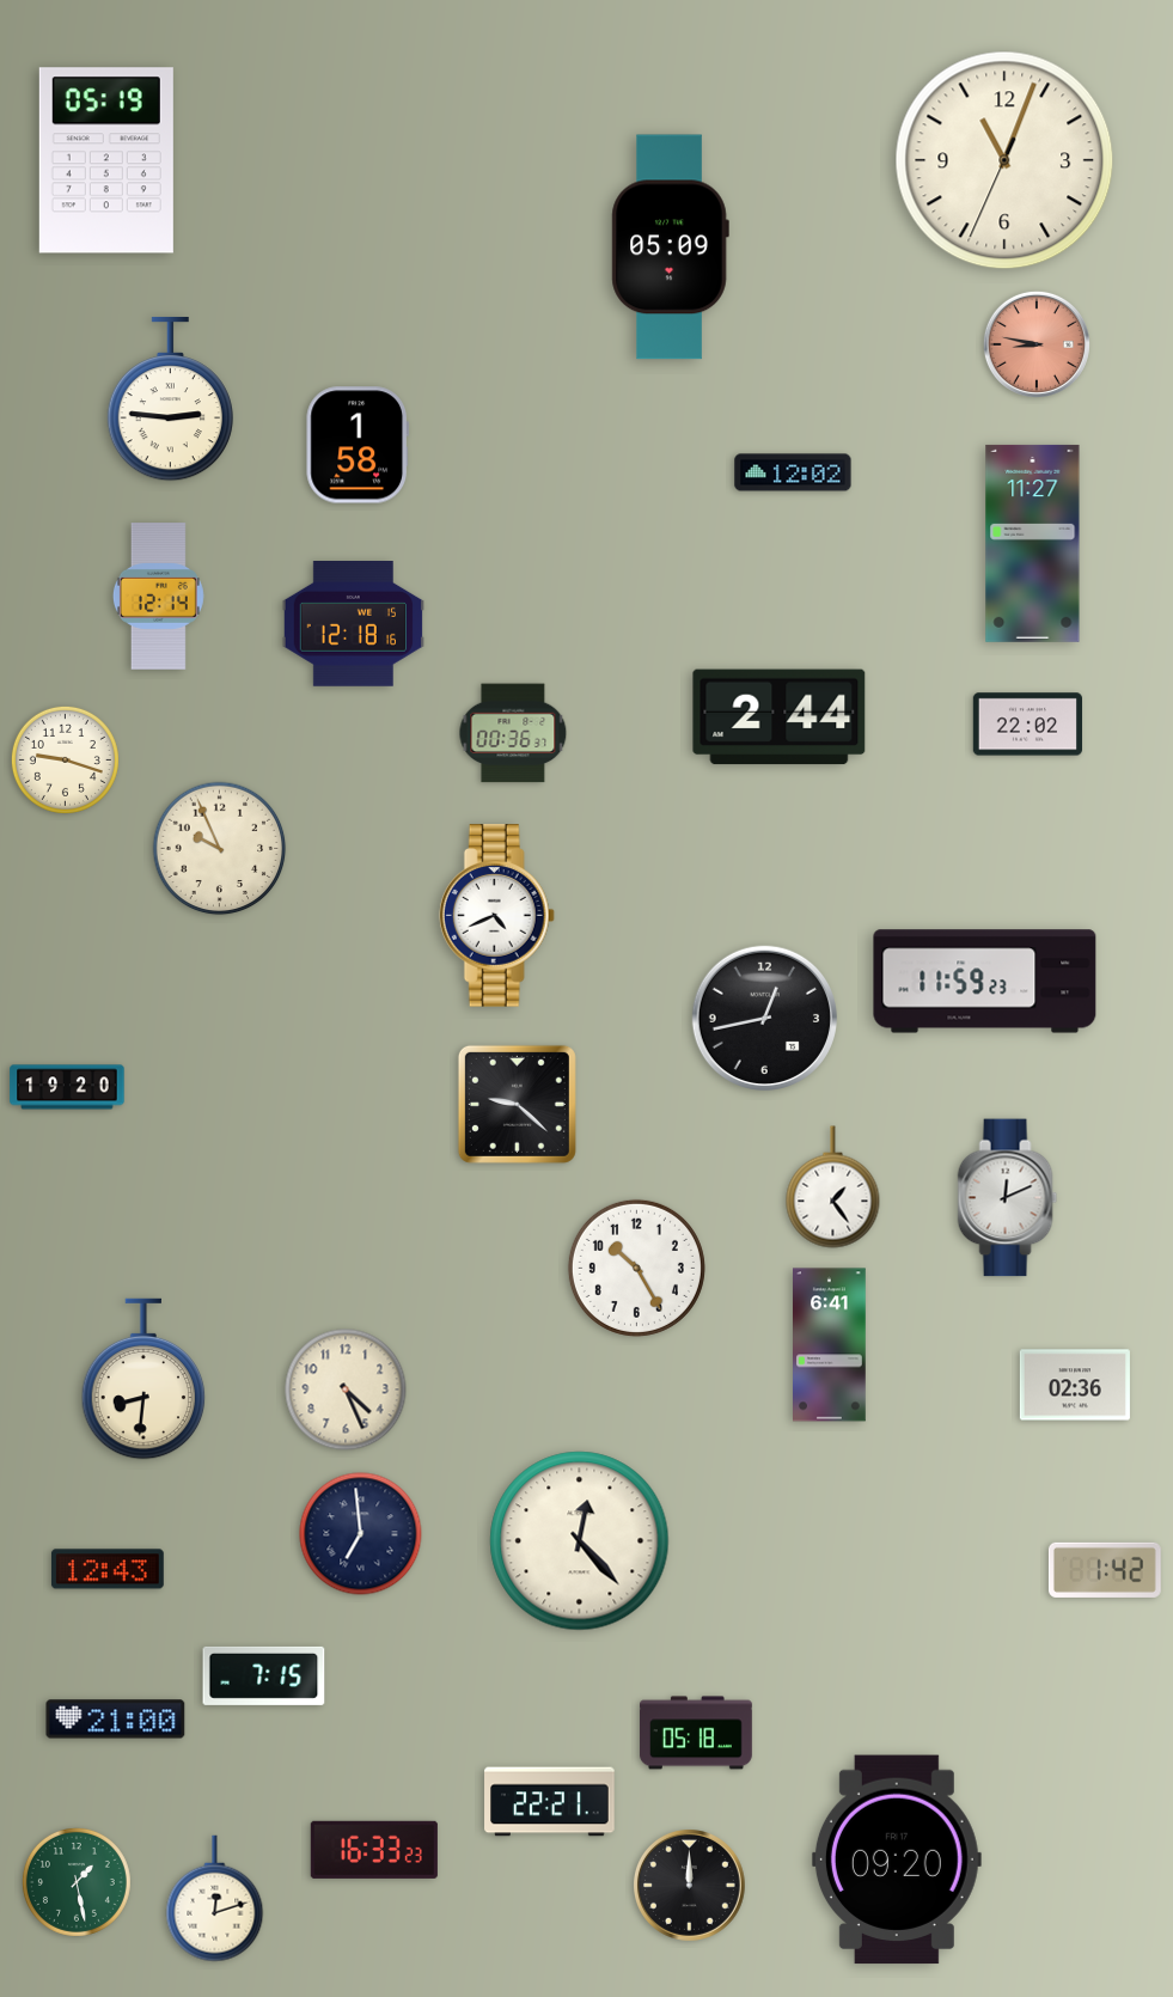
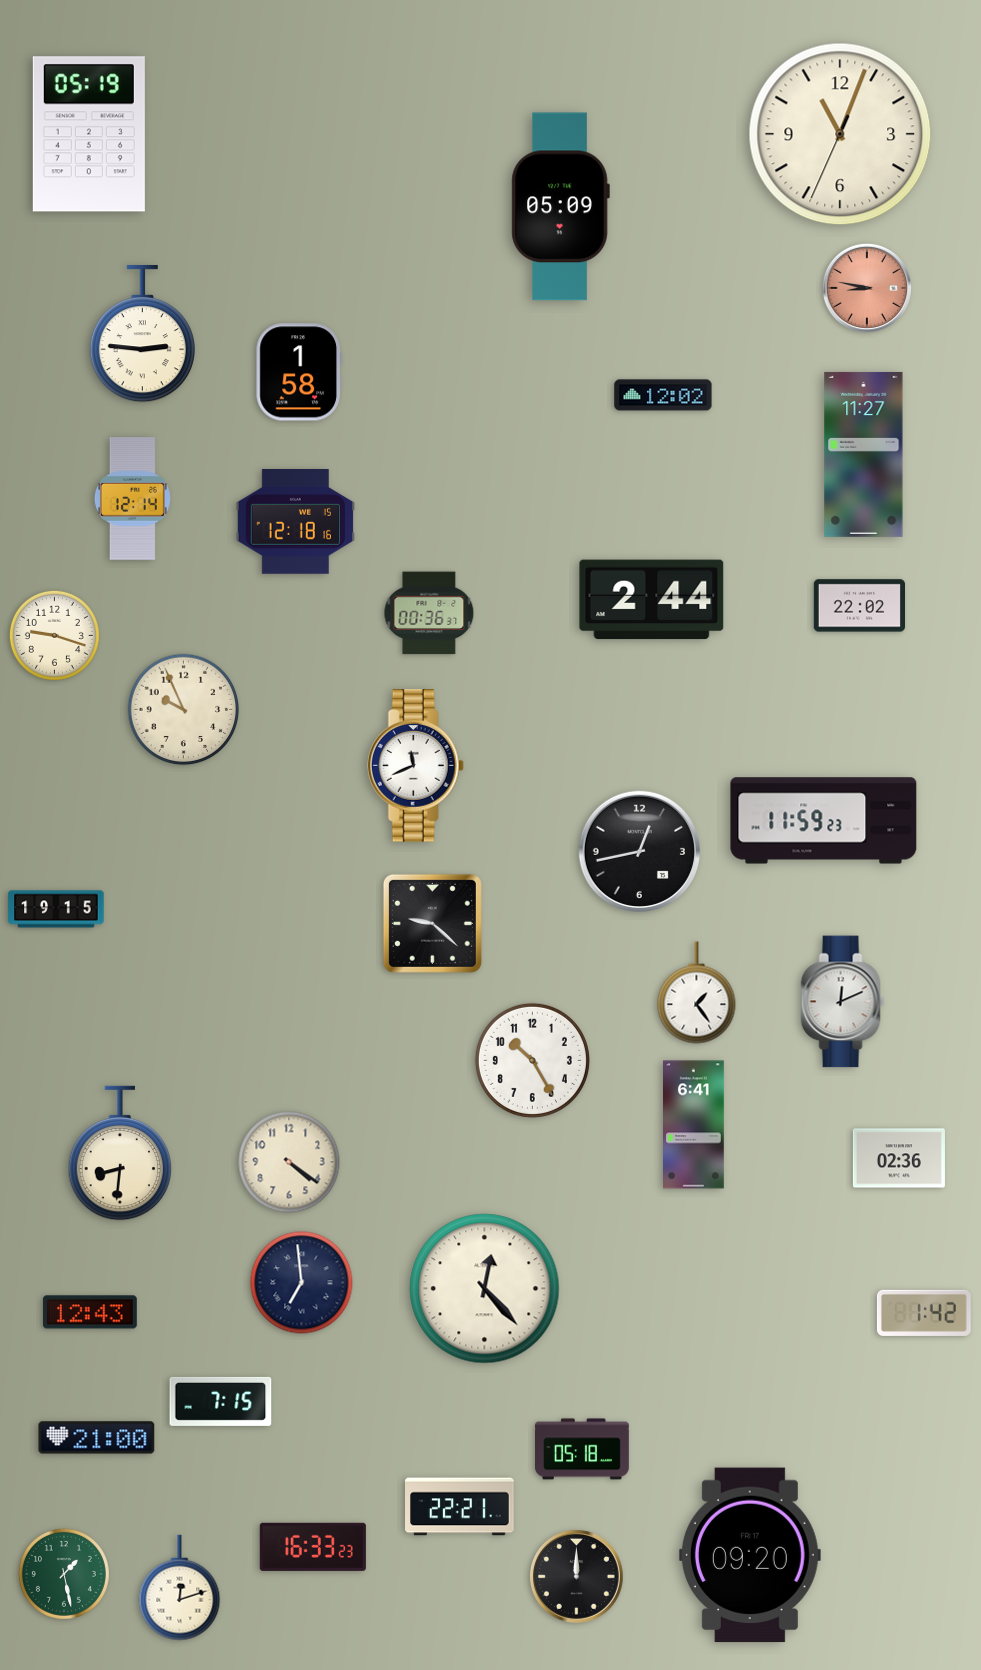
clock at (496, 916): 4:41 -> 11:41
clock at (67, 1087): 19:20 -> 19:15
clock at (346, 1390): 4:26 -> 4:21
